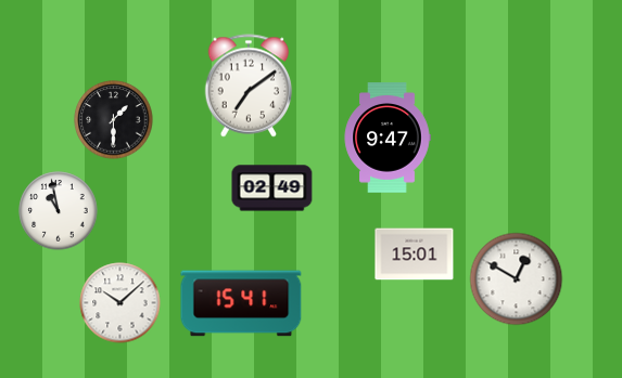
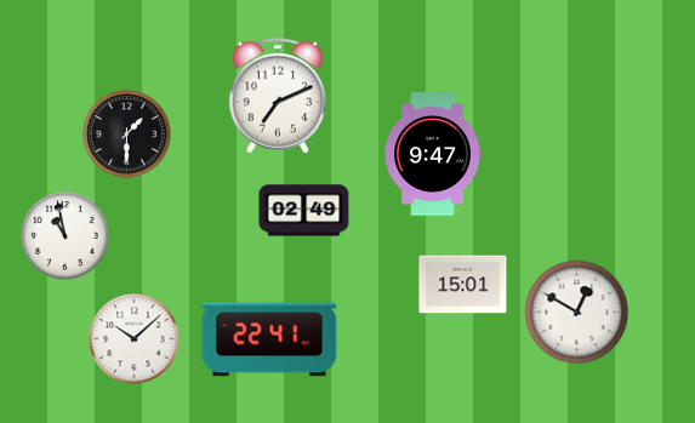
clock at (249, 86): 7:09 -> 7:11
clock at (241, 303): 15:41 -> 22:41
